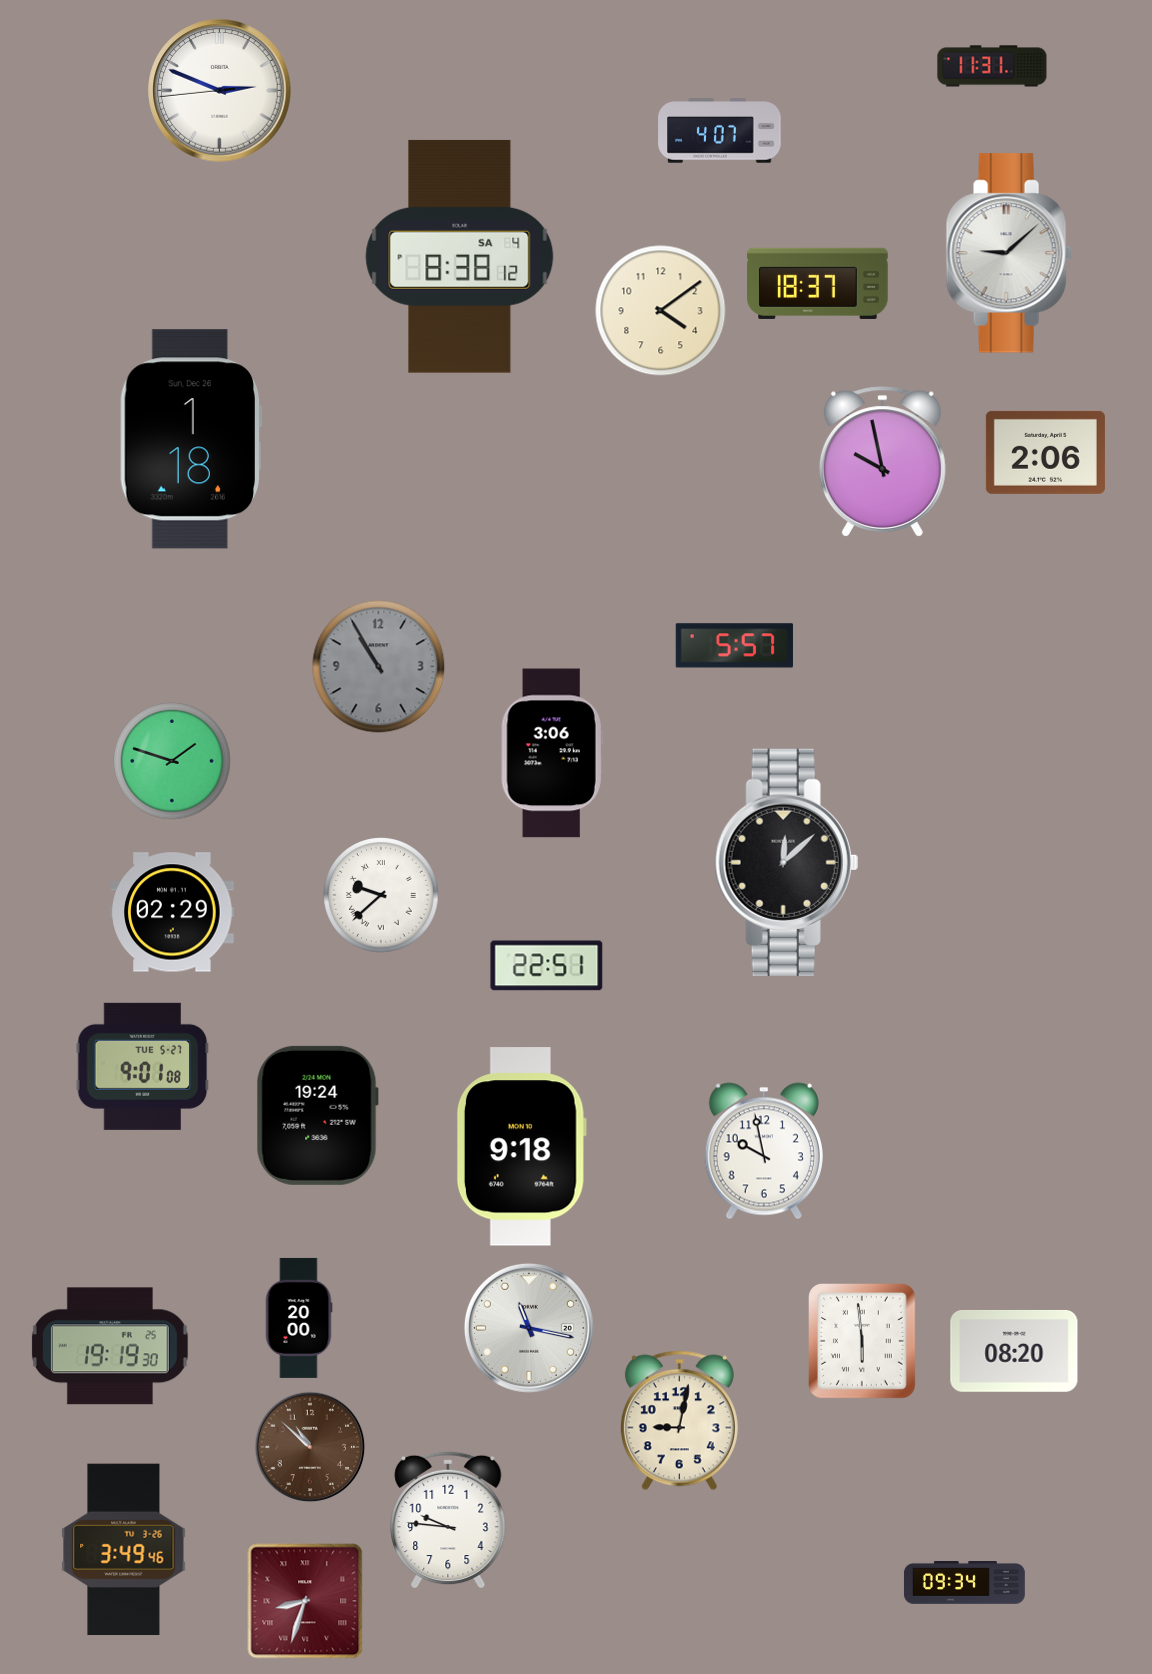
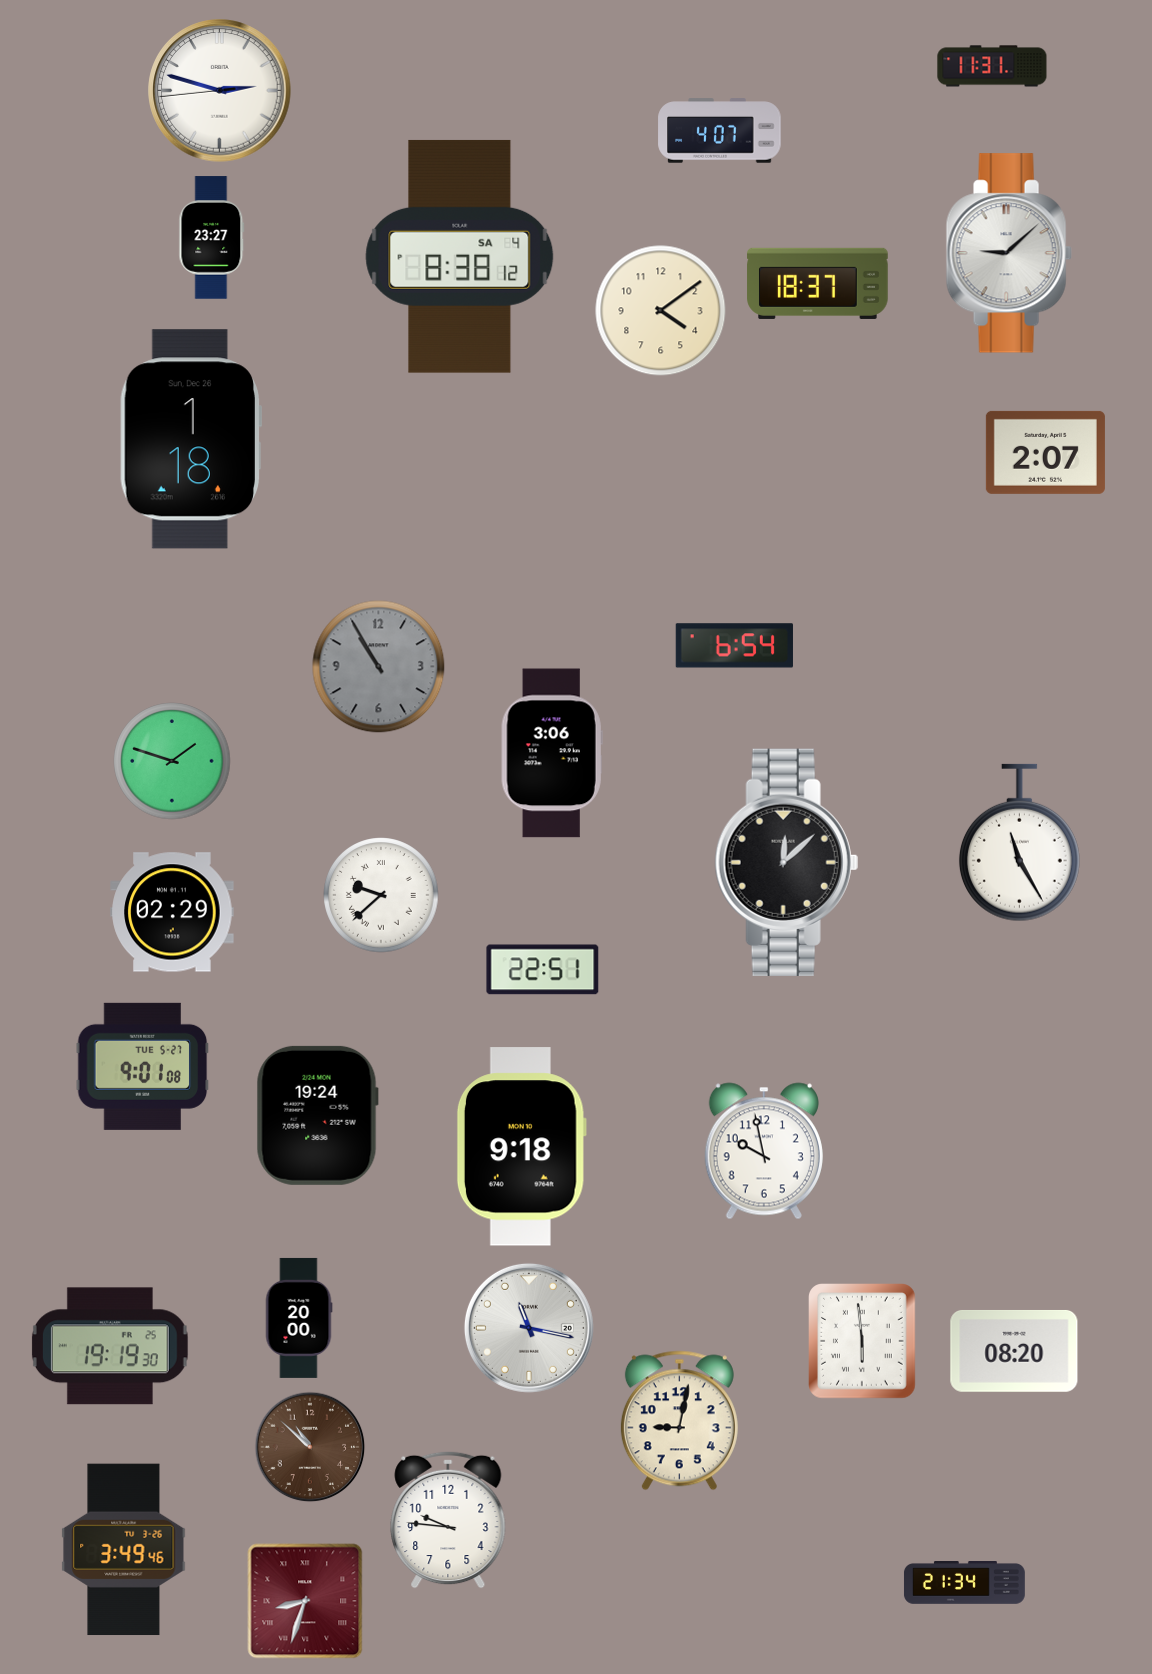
clock at (220, 91): 2:48 -> 2:47
clock at (212, 238): none -> 23:27
clock at (1045, 452): 2:06 -> 2:07
clock at (882, 462): 9:58 -> none
clock at (734, 646): 5:57 -> 6:54
clock at (1019, 843): none -> 11:25
clock at (547, 966) position: (547, 966) -> (543, 970)
clock at (964, 1583): 09:34 -> 21:34
